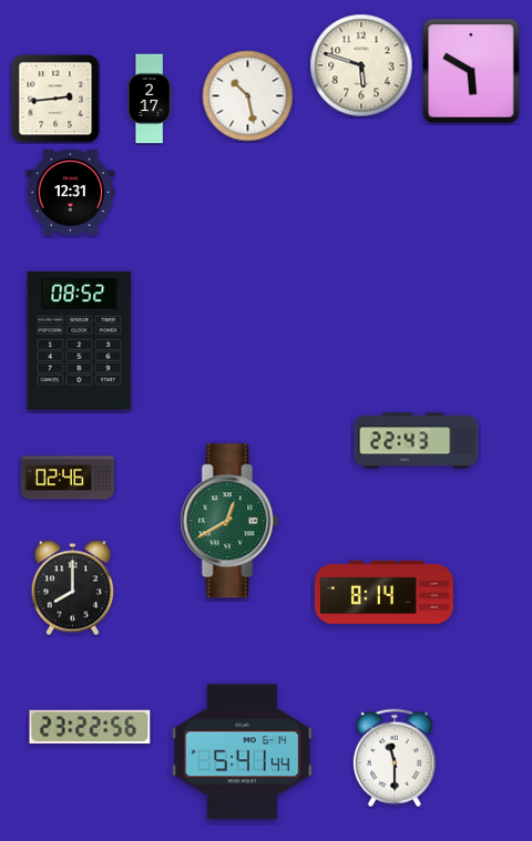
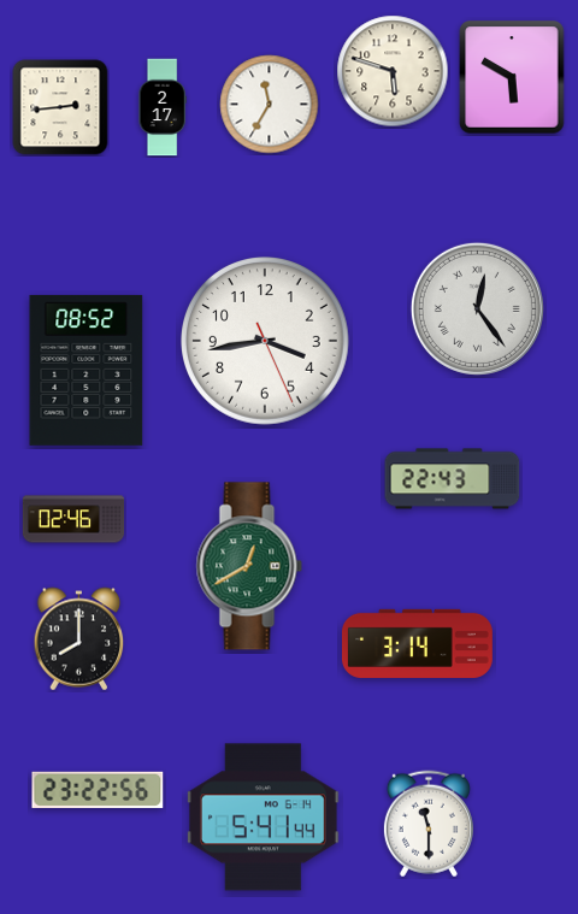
clock at (248, 96): 10:28 -> 11:35
clock at (71, 192): 12:31 -> none
clock at (477, 308): none -> 12:24
clock at (266, 342): none -> 3:43
clock at (385, 592): 8:14 -> 3:14
